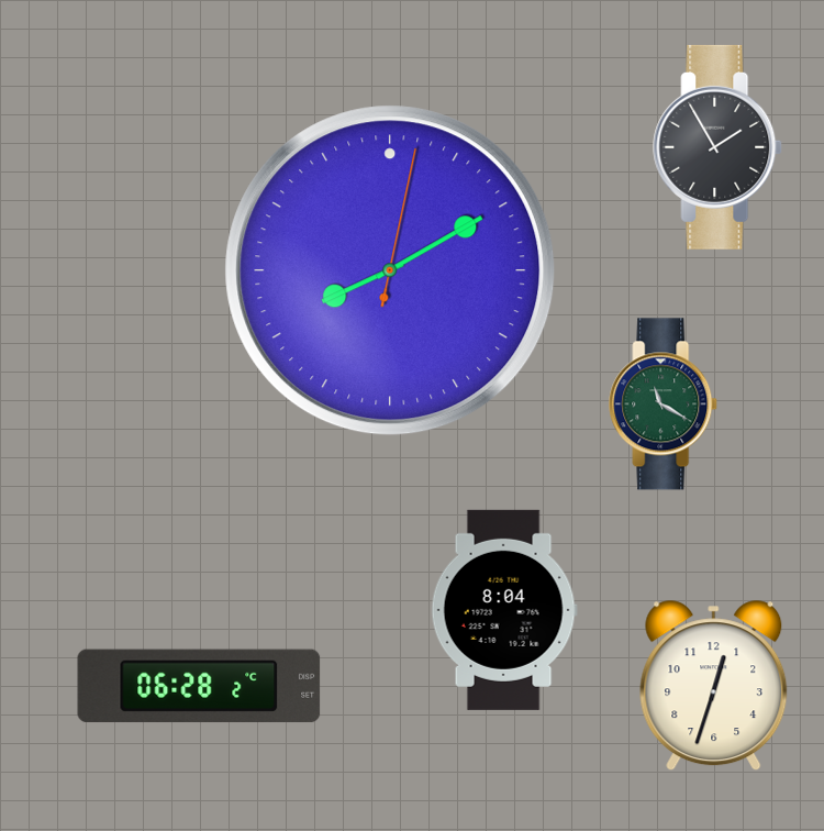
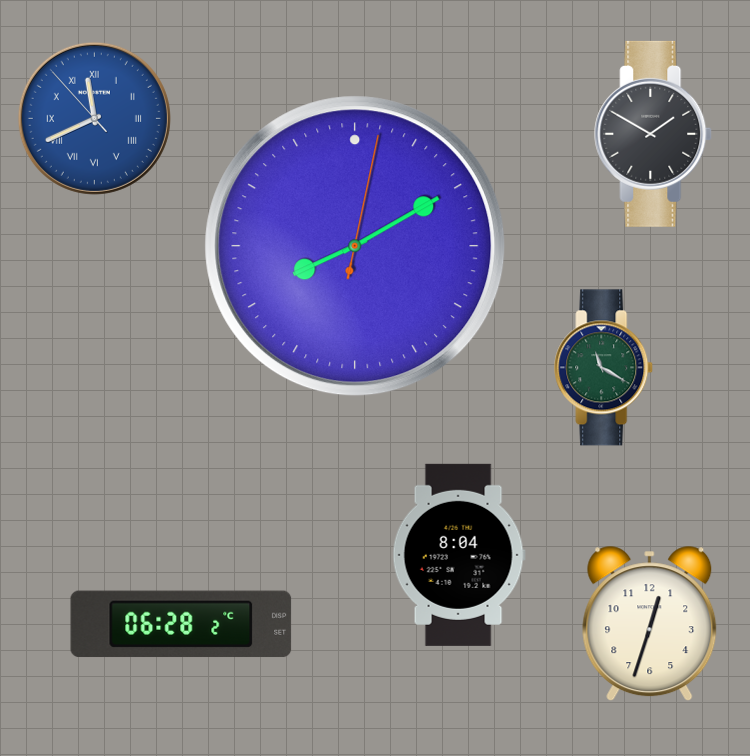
clock at (94, 118): none -> 11:40
clock at (719, 147): 1:55 -> 1:50
